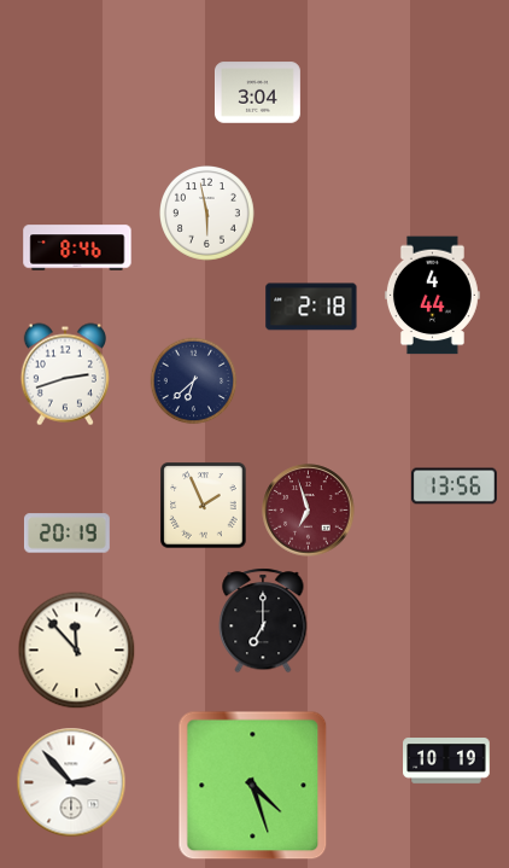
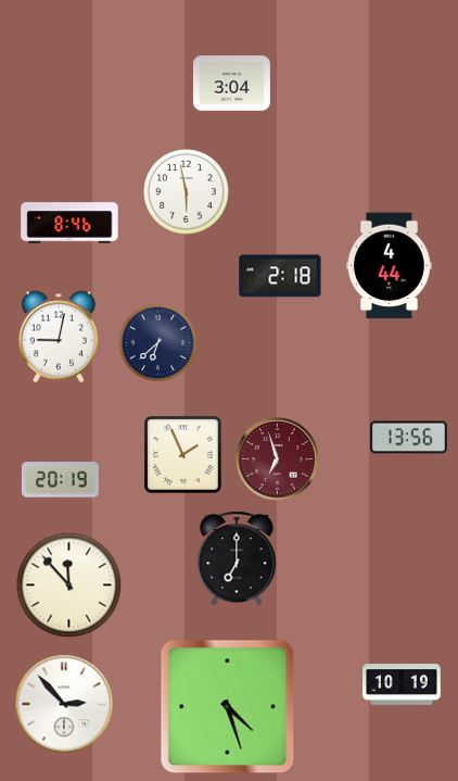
clock at (65, 374): 2:42 -> 9:02
clock at (194, 381) position: (194, 381) -> (158, 343)
